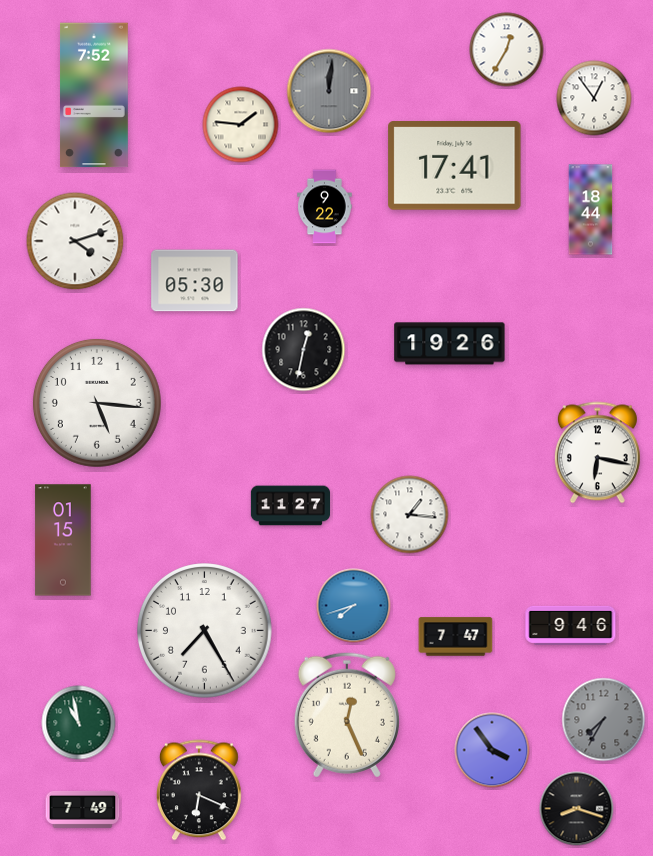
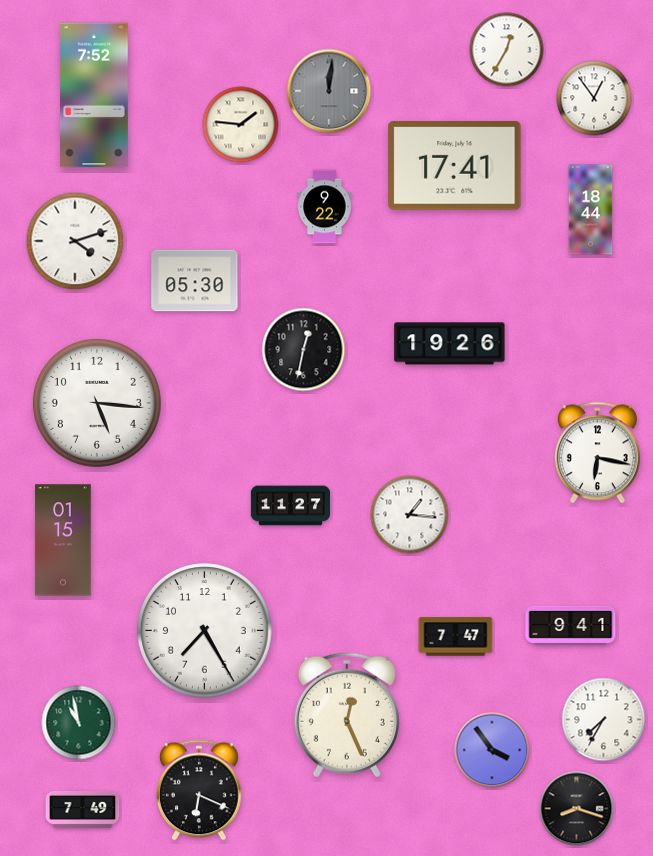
clock at (354, 606): 7:42 -> none
clock at (571, 625): 9:46 -> 9:41
clock at (604, 720) dial: grey -> white
